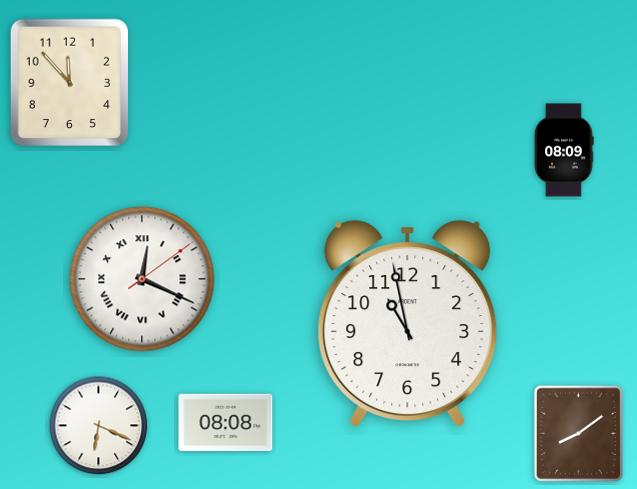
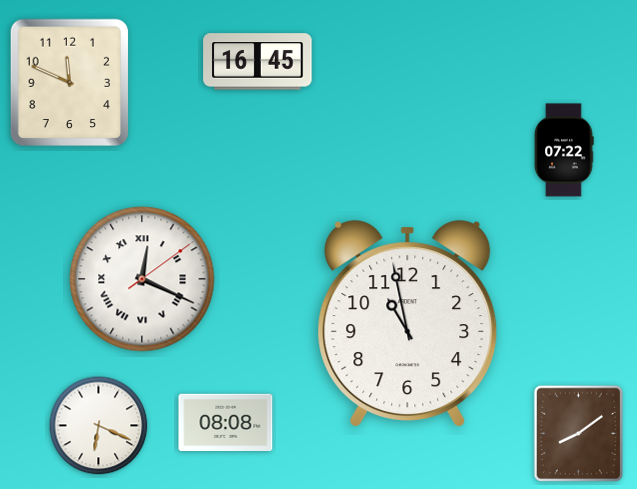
clock at (258, 62): none -> 16:45
clock at (70, 83): 11:53 -> 11:49
clock at (564, 150): 08:09 -> 07:22
